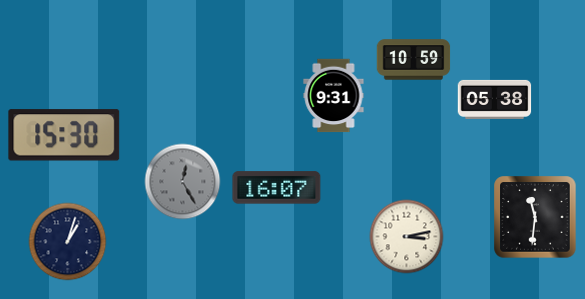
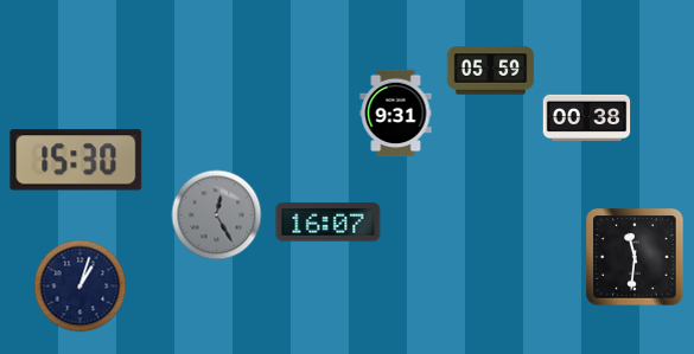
clock at (414, 60): 10:59 -> 05:59
clock at (495, 99): 05:38 -> 00:38
clock at (407, 237): 3:13 -> none
